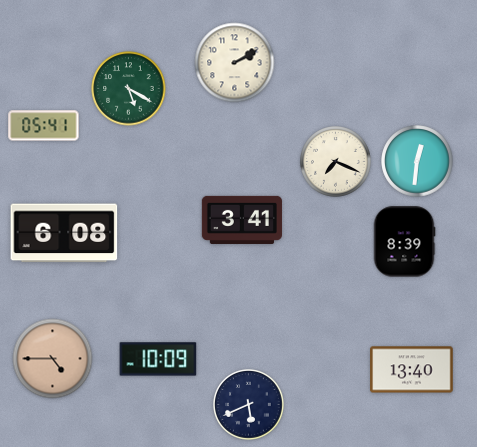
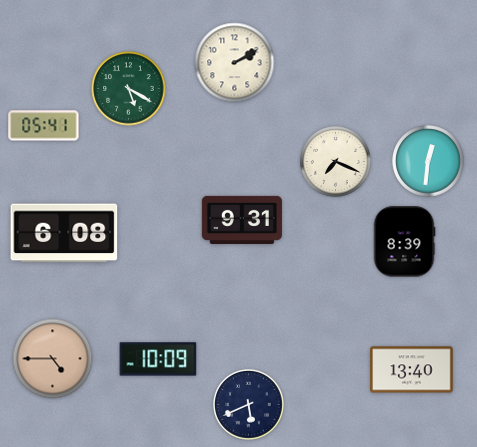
clock at (417, 161) position: (417, 161) -> (428, 161)
clock at (242, 220): 3:41 -> 9:31
